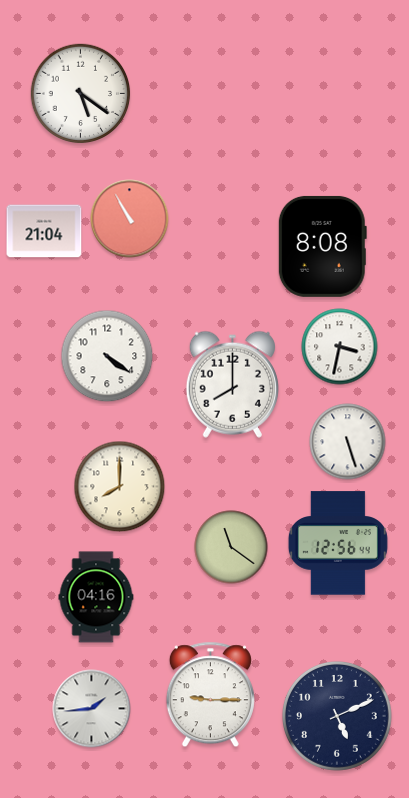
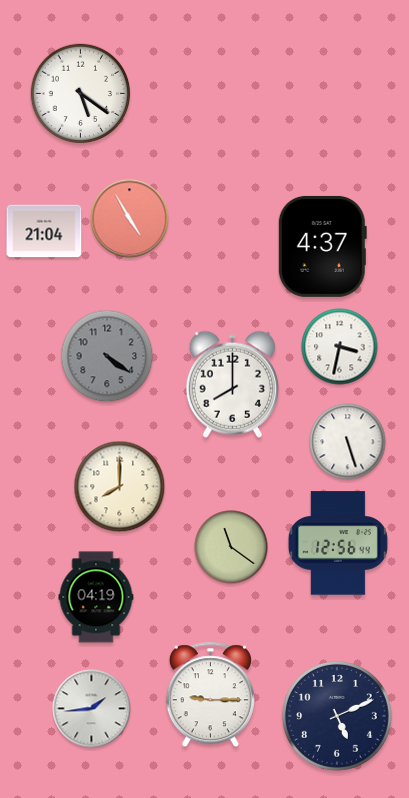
clock at (130, 219): 10:55 -> 4:55
clock at (322, 246): 8:08 -> 4:37
clock at (107, 356) dial: white -> grey
clock at (96, 597): 04:16 -> 04:19
